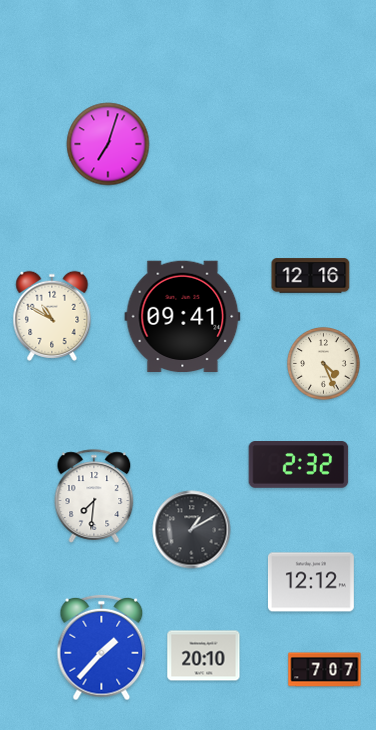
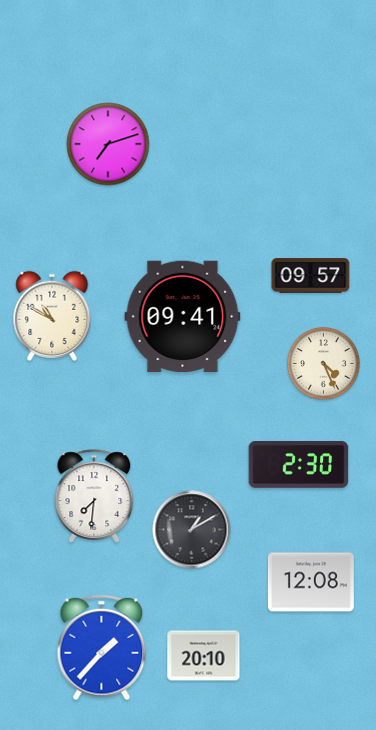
clock at (108, 144): 7:03 -> 7:12
clock at (311, 276): 12:16 -> 09:57
clock at (299, 465): 2:32 -> 2:30
clock at (311, 582): 12:12 -> 12:08
clock at (325, 670): 7:07 -> none
